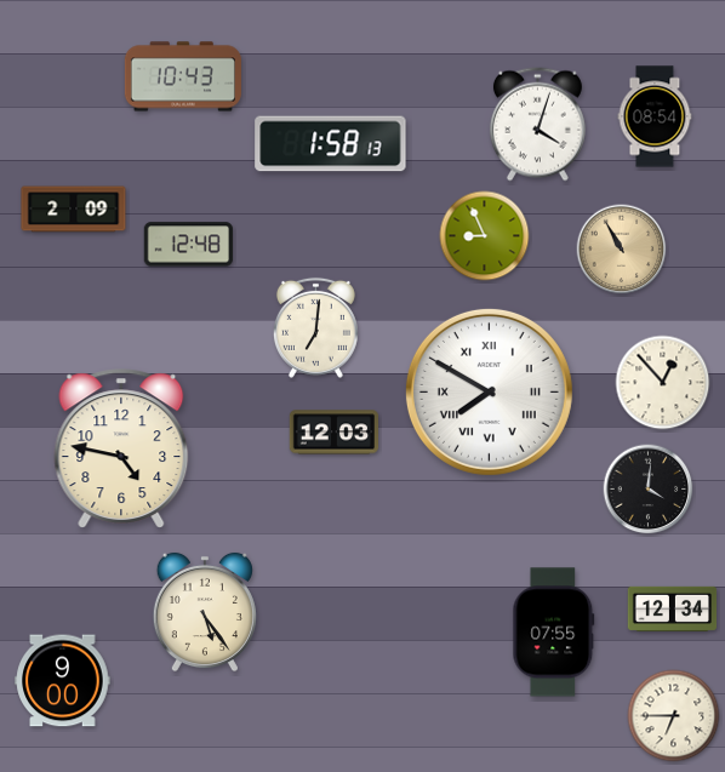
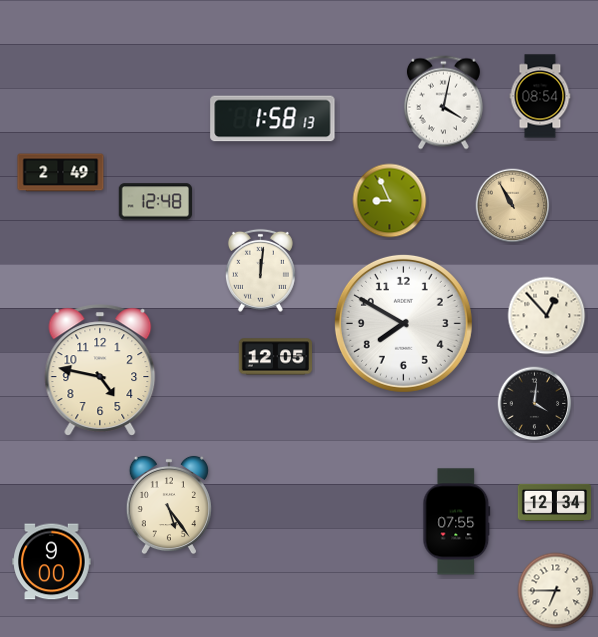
clock at (183, 76): 10:43 -> none
clock at (537, 125): 4:03 -> 4:02
clock at (74, 210): 2:09 -> 2:49
clock at (485, 236) position: (485, 236) -> (390, 201)
clock at (315, 327): 7:01 -> 12:01
clock at (489, 391) numerals: Roman -> Arabic
clock at (335, 433): 12:03 -> 12:05
